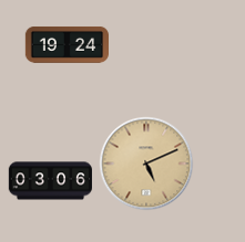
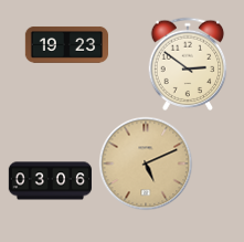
clock at (67, 44): 19:24 -> 19:23
clock at (188, 64): none -> 2:51
